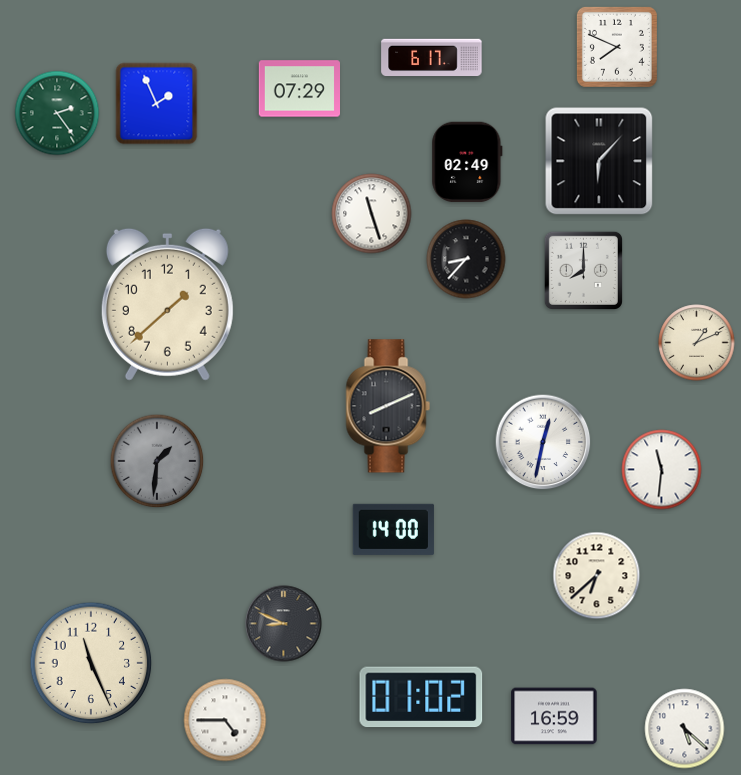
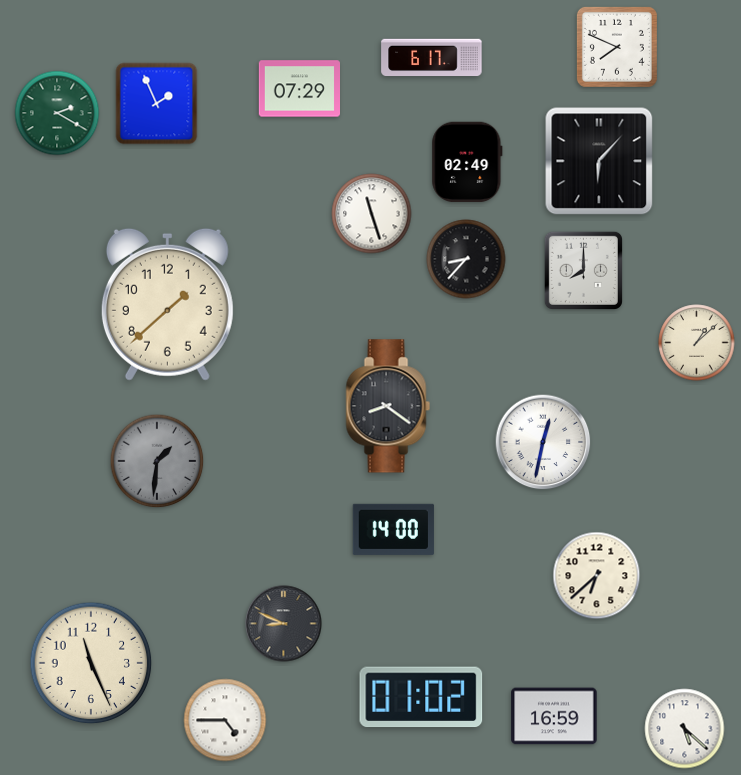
clock at (57, 113): 2:24 -> 2:20
clock at (697, 343): 1:11 -> 1:08
clock at (388, 406): 8:11 -> 8:21
clock at (662, 470): 11:31 -> none
